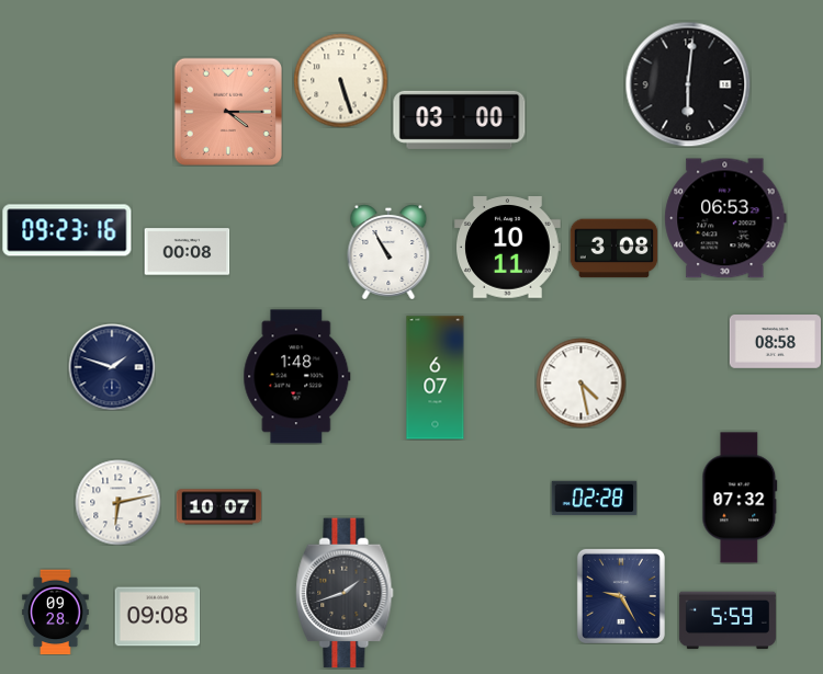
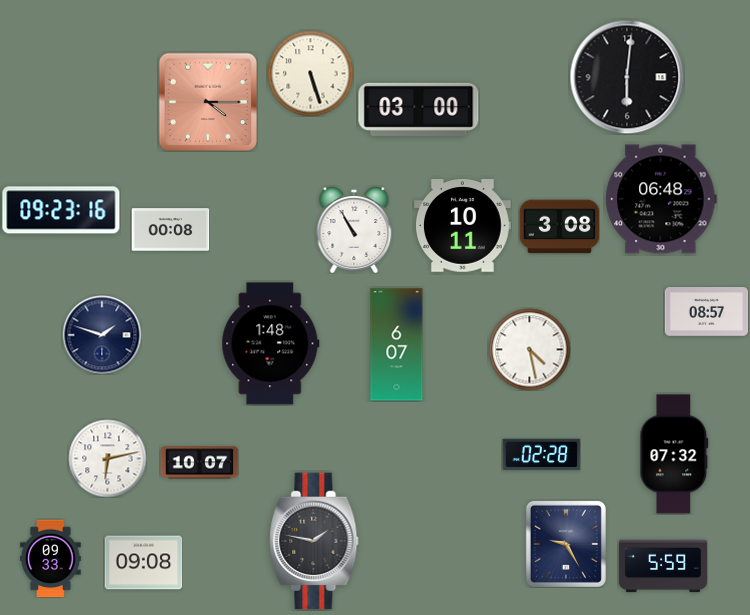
clock at (725, 218): 06:53 -> 06:48
clock at (775, 342): 08:58 -> 08:57
clock at (345, 593): 1:42 -> 1:47
clock at (56, 612): 09:28 -> 09:33
